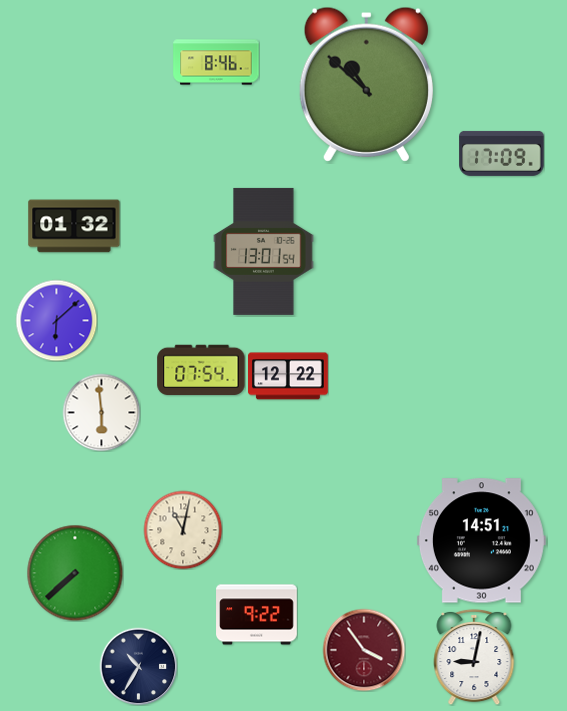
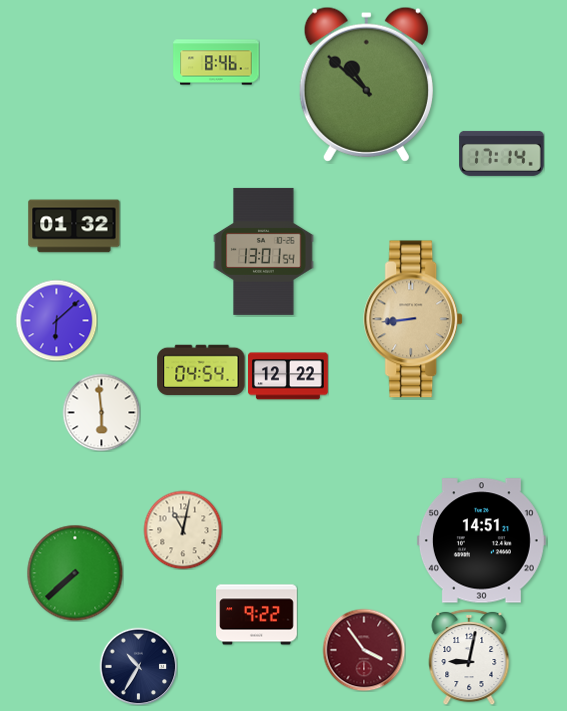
clock at (502, 153): 17:09 -> 17:14
clock at (414, 319): none -> 8:44
clock at (201, 370): 07:54 -> 04:54
clock at (474, 657) position: (474, 657) -> (469, 657)
